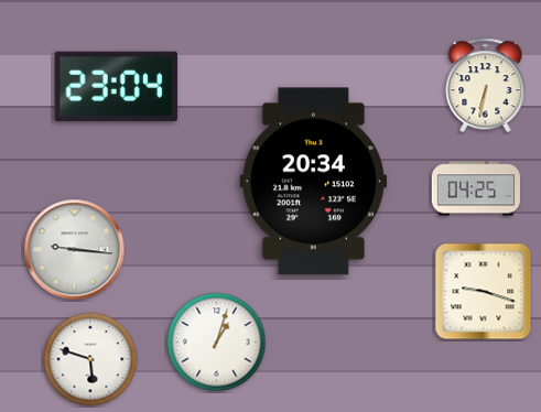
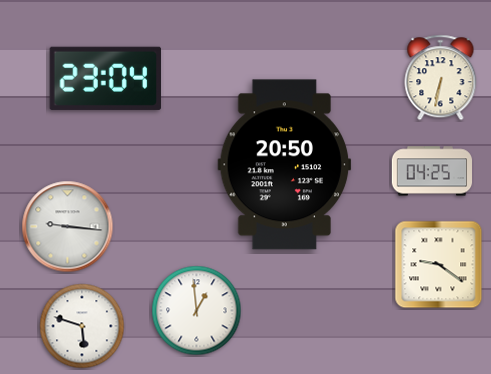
clock at (314, 182): 20:34 -> 20:50
clock at (484, 292): 9:18 -> 9:21
clock at (217, 343): 1:03 -> 12:59
